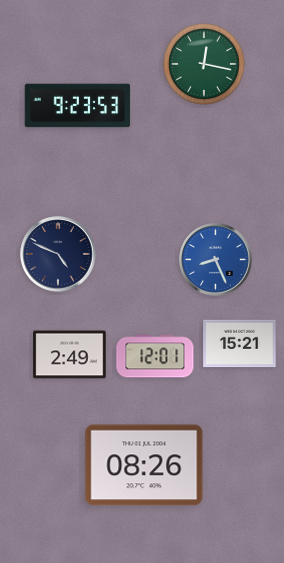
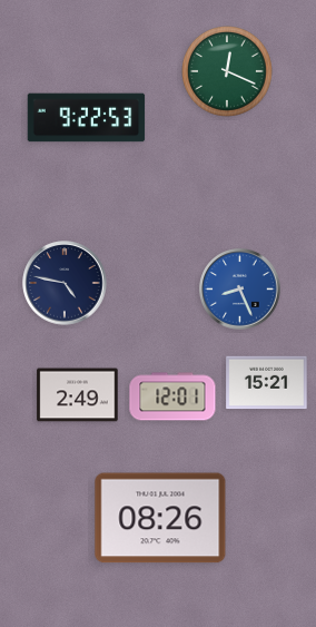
clock at (205, 65): 12:17 -> 12:19
clock at (78, 106): 9:23 -> 9:22
clock at (58, 254): 4:49 -> 4:47
